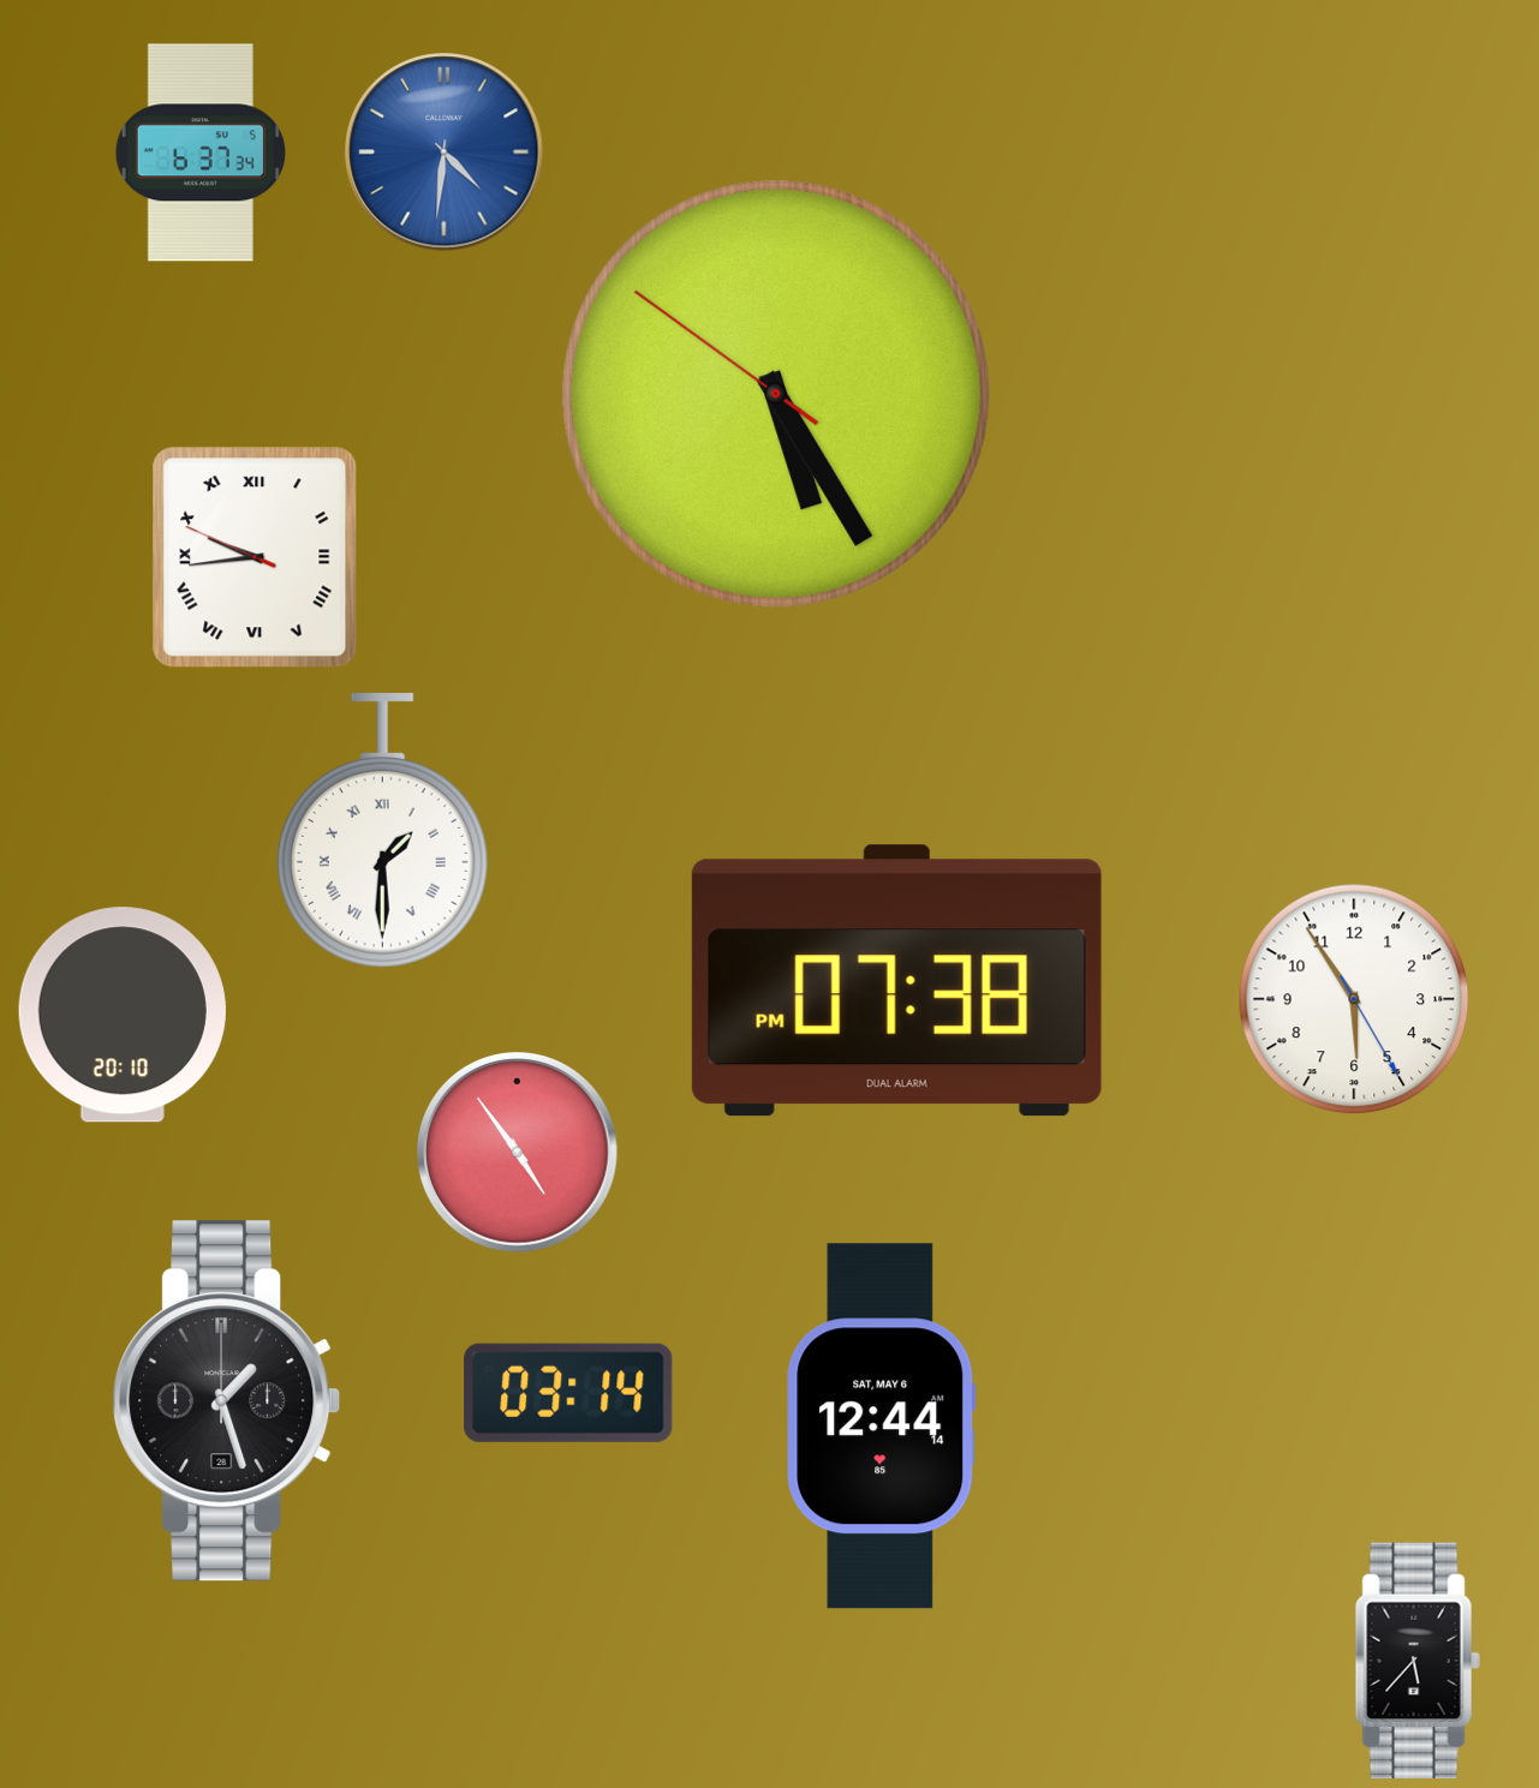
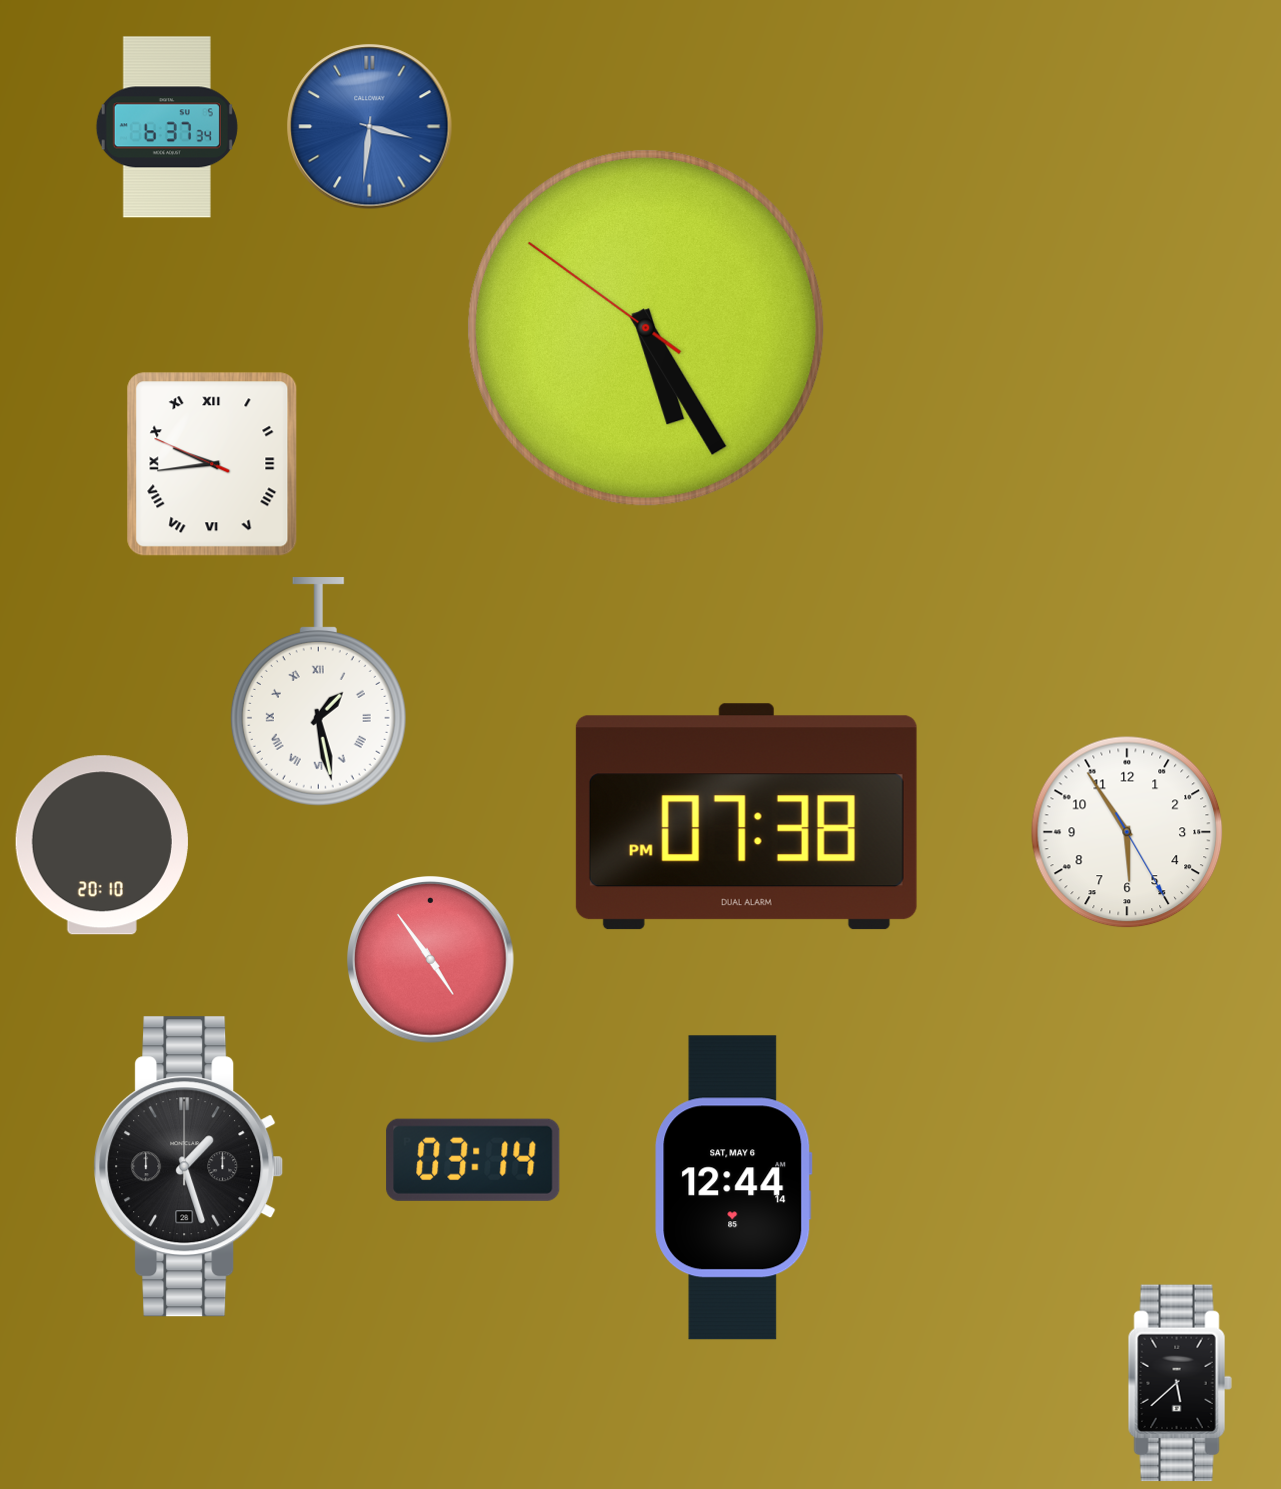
clock at (445, 153): 4:31 -> 3:31
clock at (382, 831): 1:30 -> 1:28
clock at (1418, 1661): 5:37 -> 5:38
